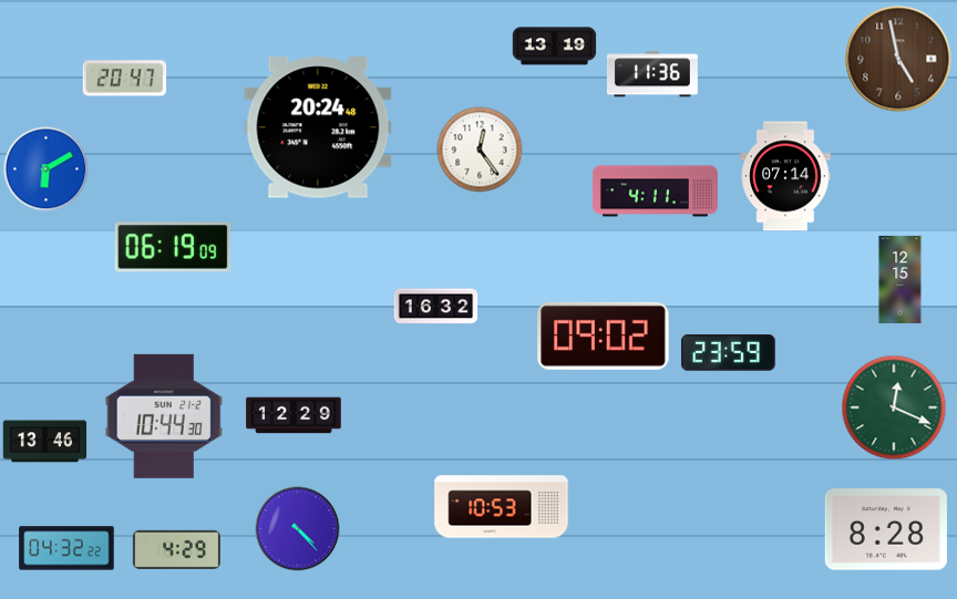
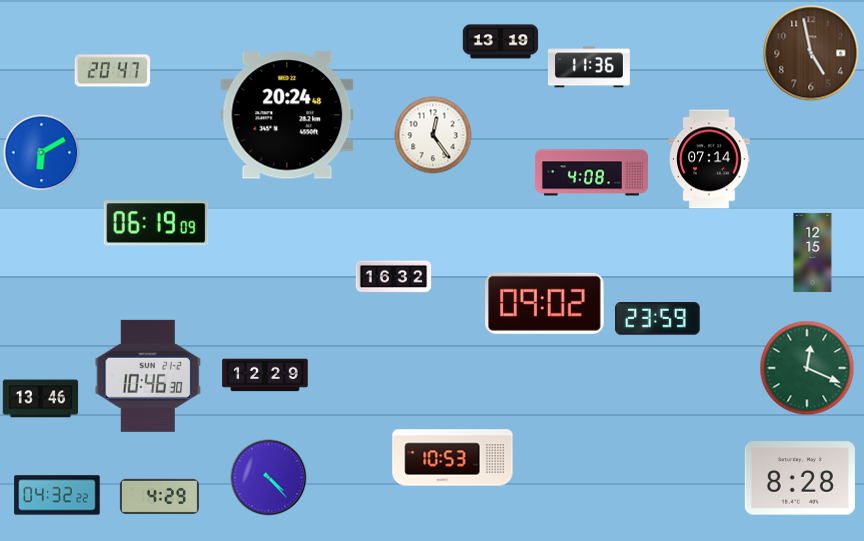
clock at (655, 192): 4:11 -> 4:08
clock at (164, 416): 10:44 -> 10:46
clock at (66, 548) position: (66, 548) -> (57, 495)
